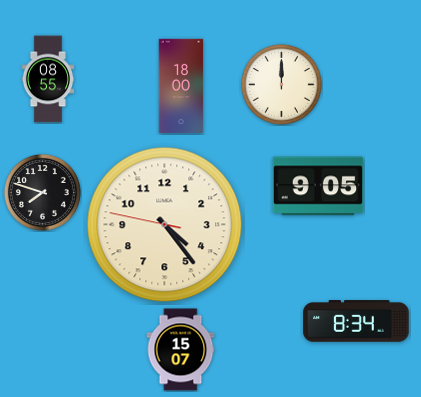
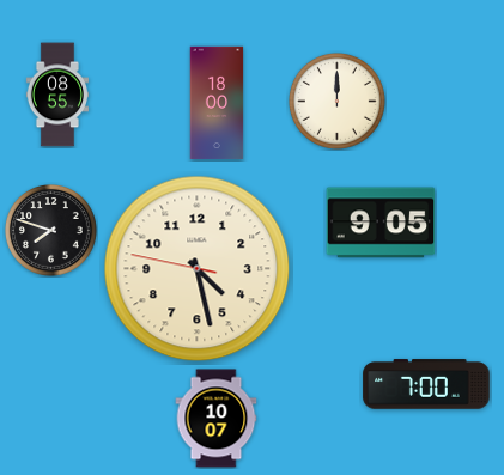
clock at (165, 225): 4:23 -> 4:27
clock at (356, 321): 8:34 -> 7:00
clock at (181, 350): 15:07 -> 10:07
